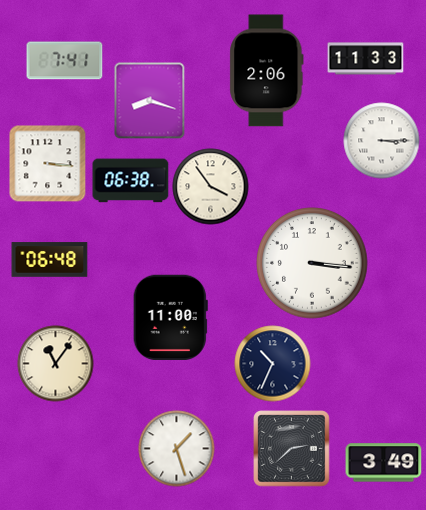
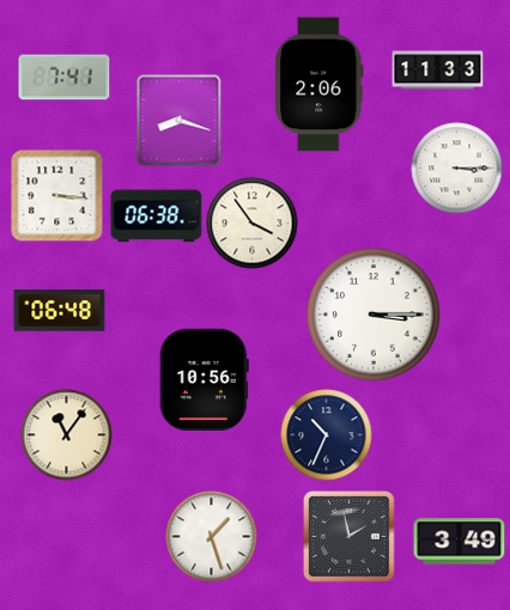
clock at (65, 61) position: (65, 61) -> (65, 78)
clock at (312, 263): 3:16 -> 3:15
clock at (170, 317): 11:00 -> 10:56
clock at (292, 449): 2:38 -> 1:58
clock at (384, 463) position: (384, 463) -> (460, 542)
